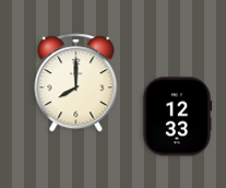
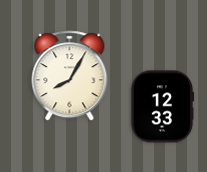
clock at (76, 83): 8:00 -> 8:05
